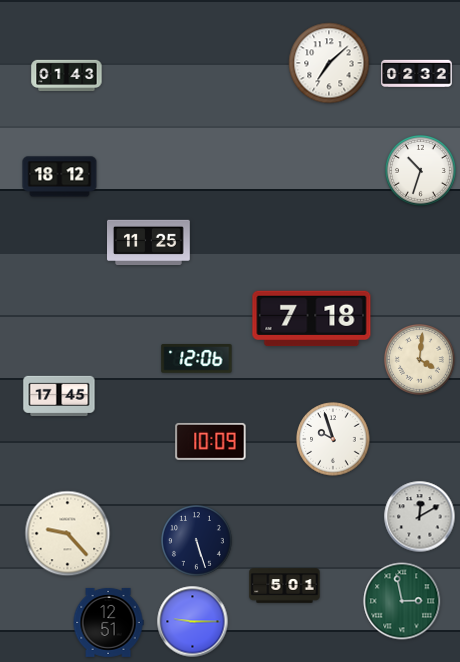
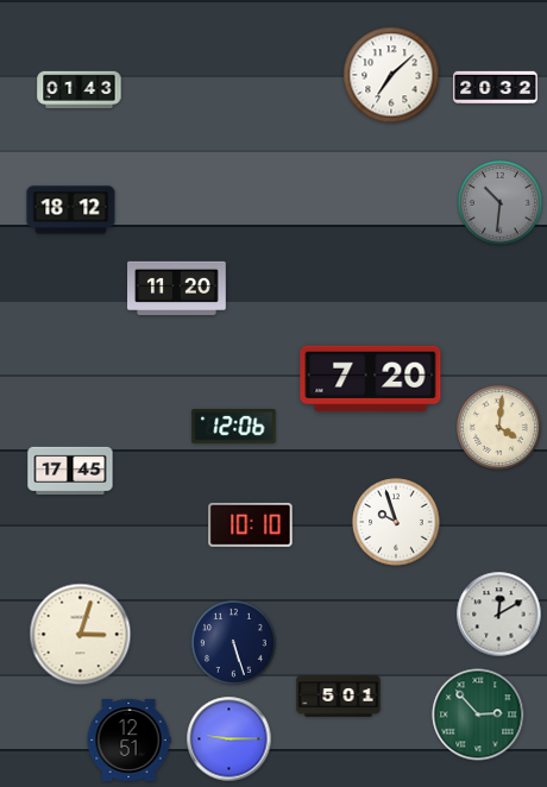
clock at (417, 73): 02:32 -> 20:32
clock at (420, 170): 10:33 -> 10:31
clock at (420, 170) dial: white -> grey
clock at (149, 242): 11:25 -> 11:20
clock at (312, 319): 7:18 -> 7:20
clock at (211, 441): 10:09 -> 10:10
clock at (68, 534): 9:23 -> 3:03
clock at (402, 601): 2:58 -> 2:53
